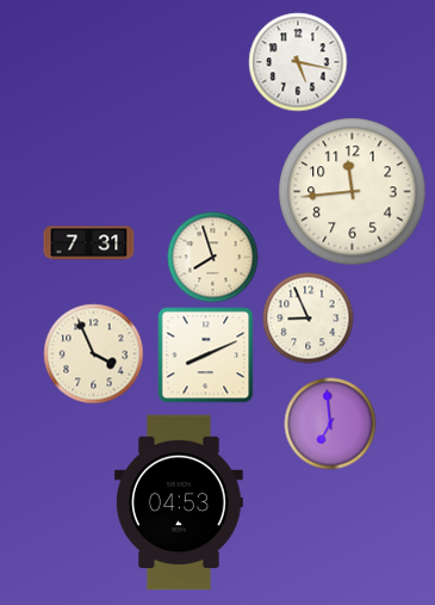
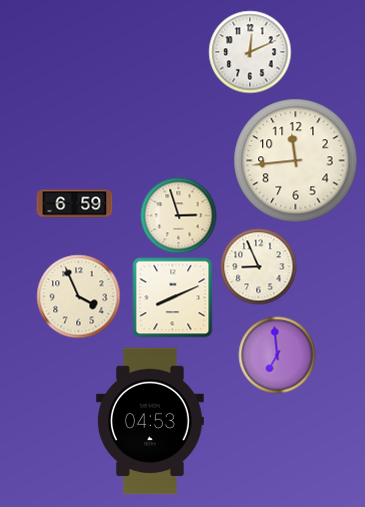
clock at (298, 62): 5:17 -> 12:11
clock at (89, 243): 7:31 -> 6:59
clock at (213, 258): 7:57 -> 2:57
